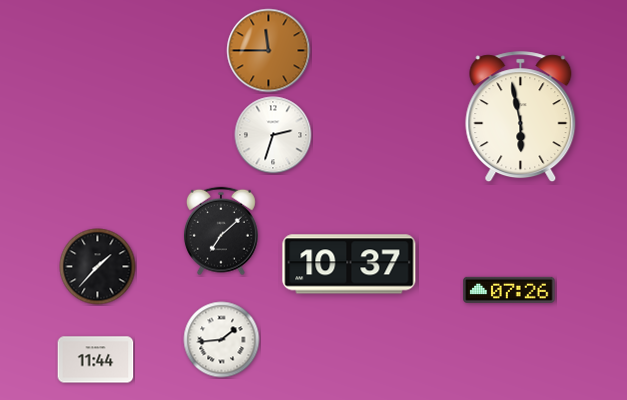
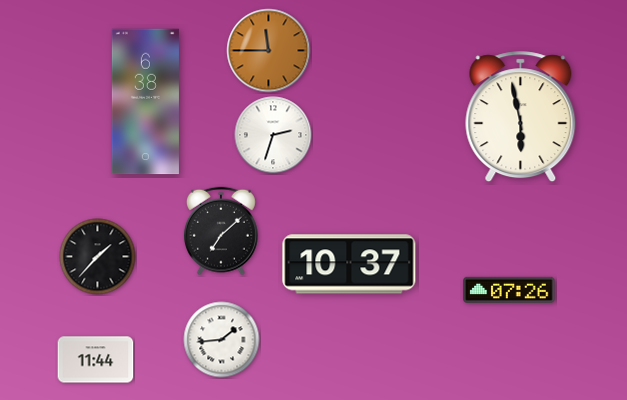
clock at (145, 102): none -> 6:38
clock at (98, 267) position: (98, 267) -> (98, 257)
